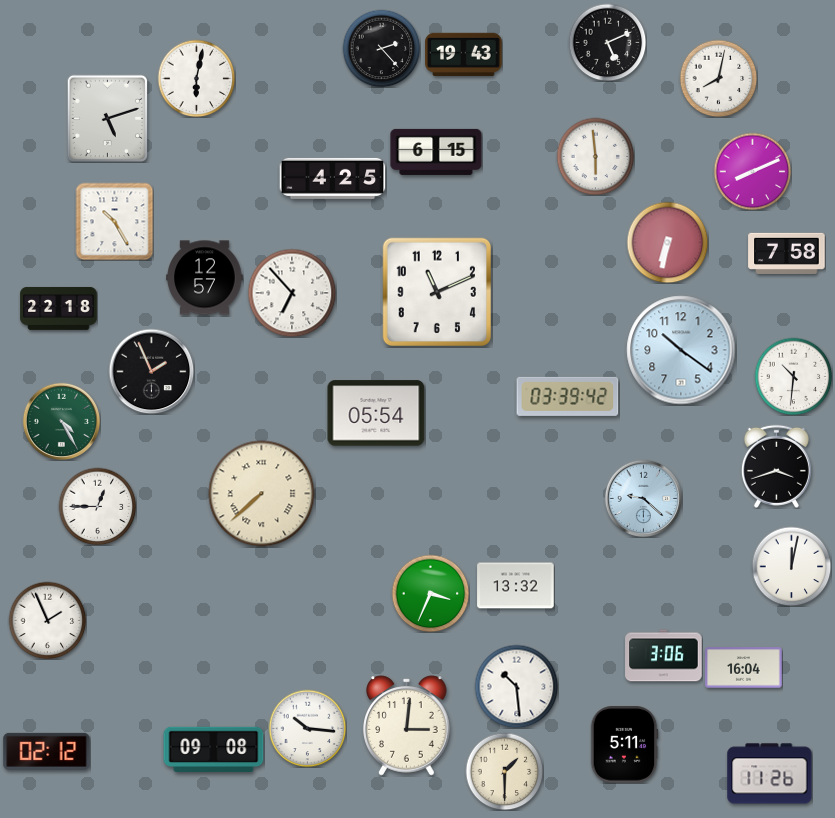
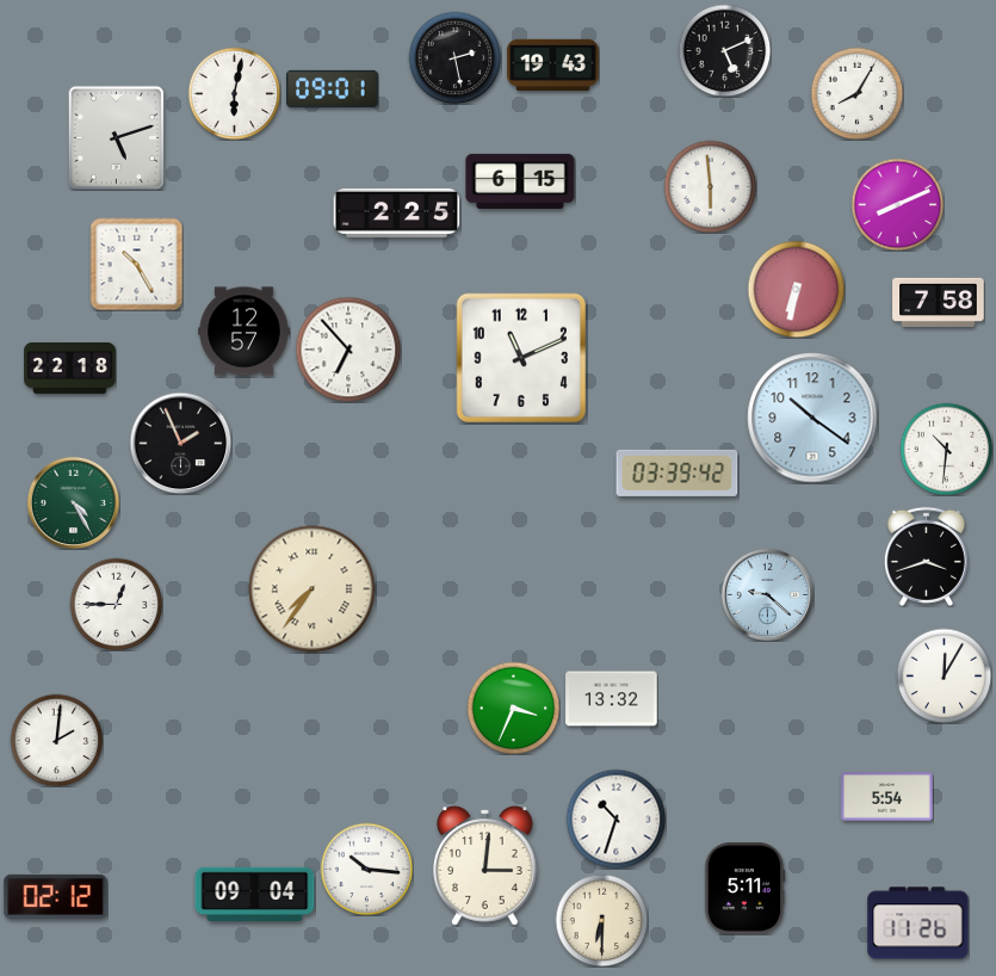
clock at (381, 48): 2:23 -> 2:28
clock at (333, 88): none -> 09:01
clock at (718, 78): 8:02 -> 8:05
clock at (107, 118) position: (107, 118) -> (116, 137)
clock at (333, 178): 4:25 -> 2:25
clock at (436, 291) position: (436, 291) -> (520, 357)
clock at (376, 413): 05:54 -> none
clock at (262, 494): 7:38 -> 7:36
clock at (791, 566): 12:02 -> 12:05
clock at (516, 586) position: (516, 586) -> (612, 699)
clock at (47, 620): 1:56 -> 2:01
clock at (664, 656): 3:06 -> none
clock at (744, 668): 16:04 -> 5:54
clock at (516, 686): 10:29 -> 10:33
clock at (214, 749): 09:08 -> 09:04
clock at (504, 771): 1:30 -> 6:30
